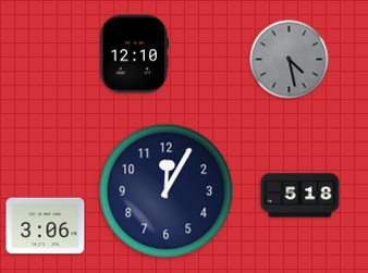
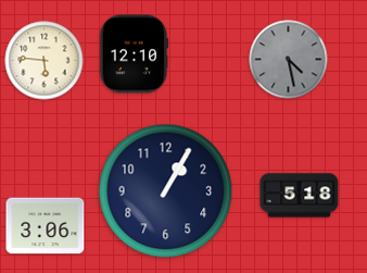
clock at (45, 61): none -> 5:46
clock at (167, 191): 12:05 -> 1:05
